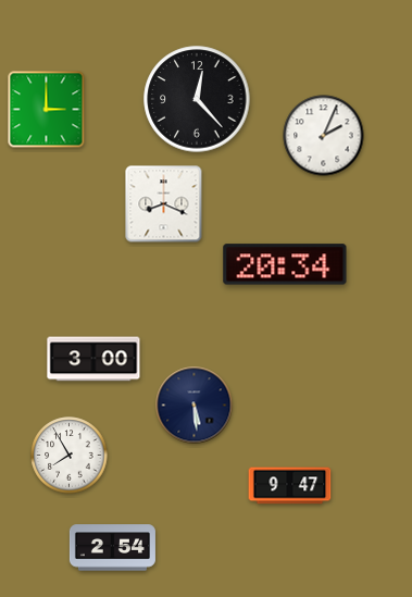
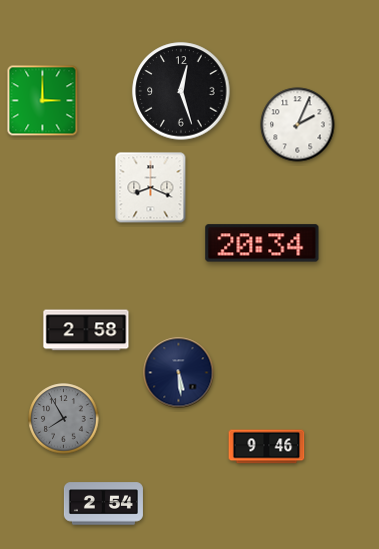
clock at (197, 99): 12:23 -> 12:27
clock at (93, 359): 3:00 -> 2:58
clock at (70, 456) dial: white -> grey
clock at (290, 486): 9:47 -> 9:46
